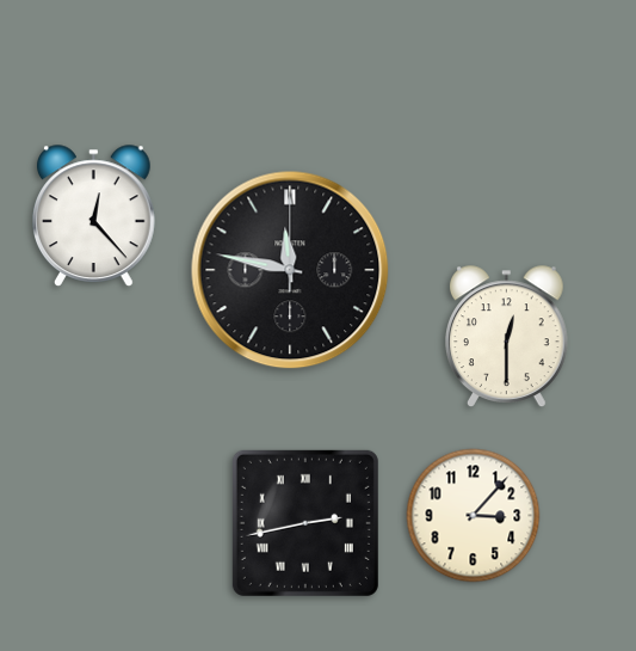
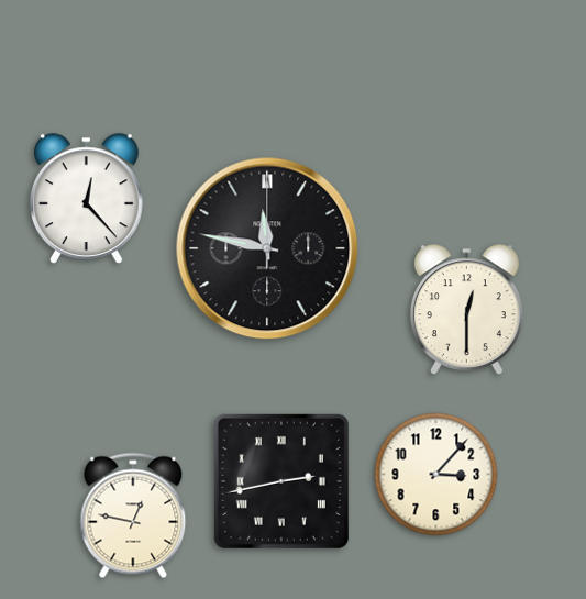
clock at (133, 515): none -> 12:47
